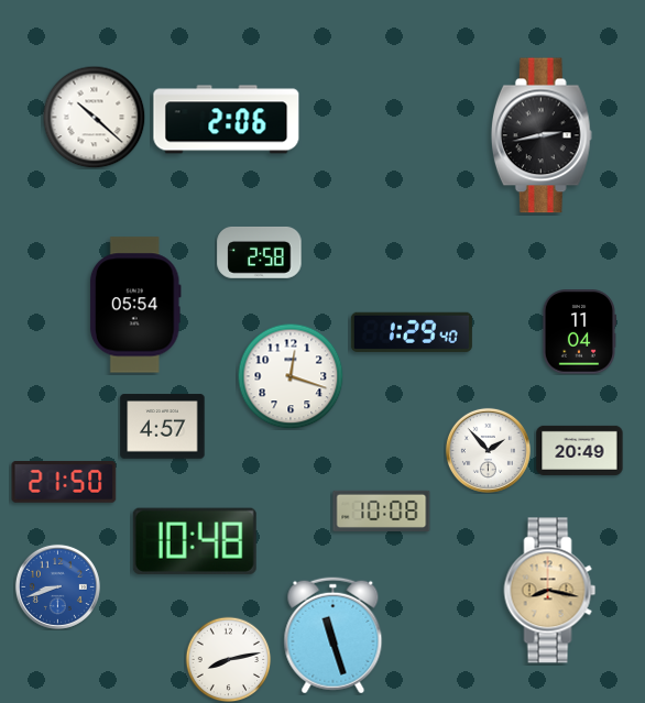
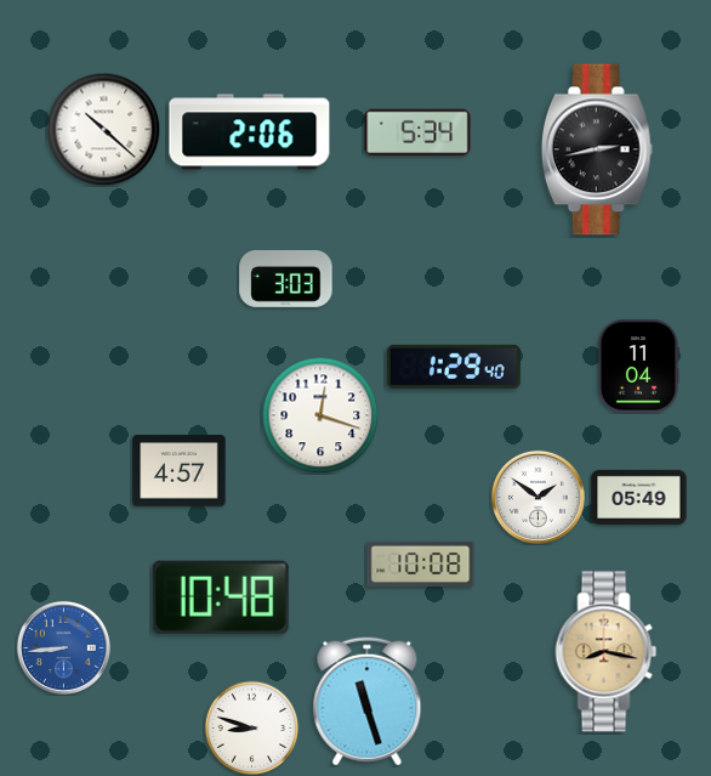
clock at (417, 132): none -> 5:34
clock at (260, 252): 2:58 -> 3:03
clock at (135, 305): 05:54 -> none
clock at (488, 450): 1:53 -> 1:51
clock at (580, 450): 20:49 -> 05:49
clock at (64, 483): 21:50 -> none
clock at (195, 541) position: (195, 541) -> (221, 597)
clock at (57, 586): 8:42 -> 8:44
clock at (228, 659): 8:13 -> 8:48
